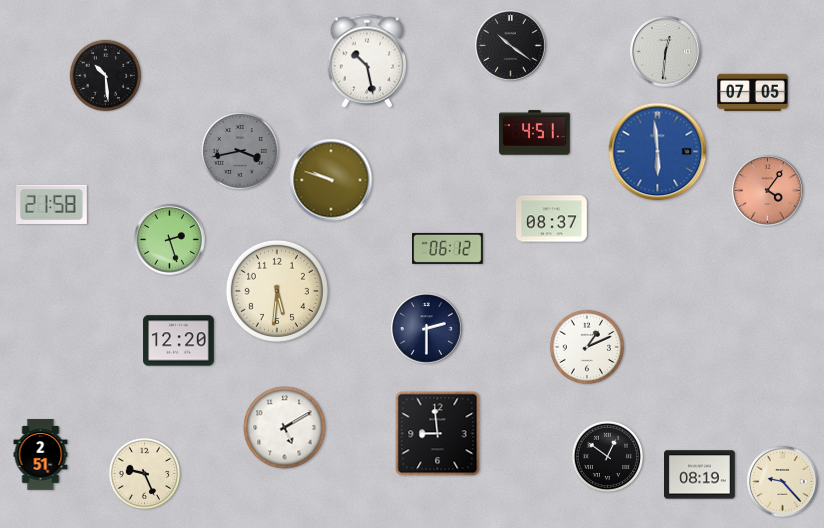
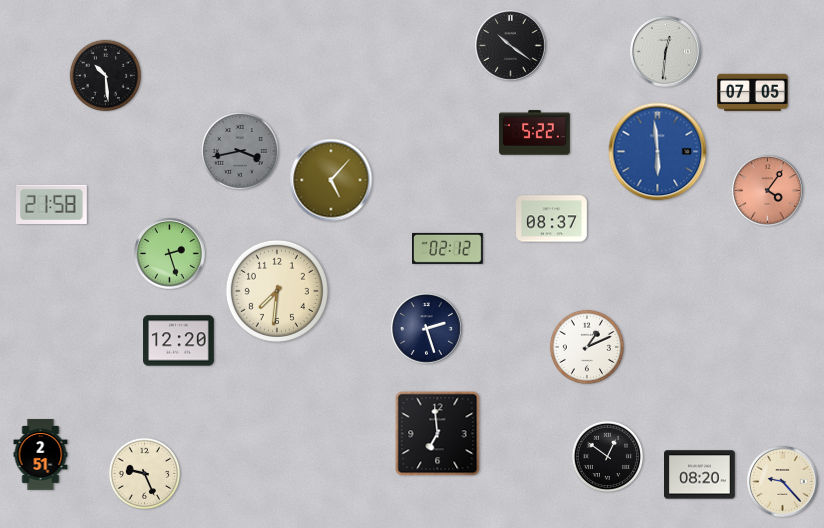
clock at (366, 61): 10:28 -> none
clock at (535, 133): 4:51 -> 5:22
clock at (331, 180): 9:48 -> 5:07
clock at (170, 240) position: (170, 240) -> (170, 254)
clock at (448, 248): 06:12 -> 02:12
clock at (277, 291): 5:31 -> 7:31
clock at (427, 329): 2:30 -> 2:27
clock at (285, 428): 5:10 -> none
clock at (438, 434): 8:59 -> 6:59
clock at (700, 475): 08:19 -> 08:20
